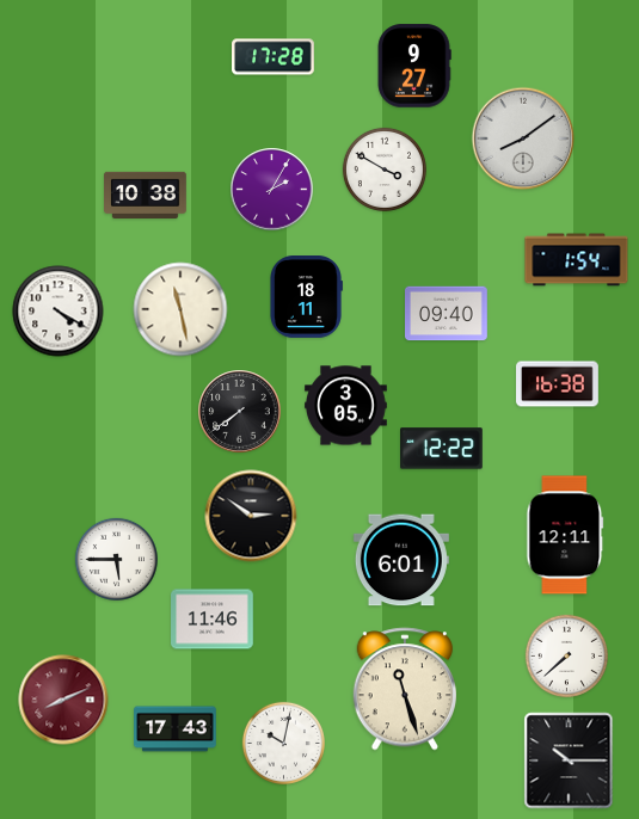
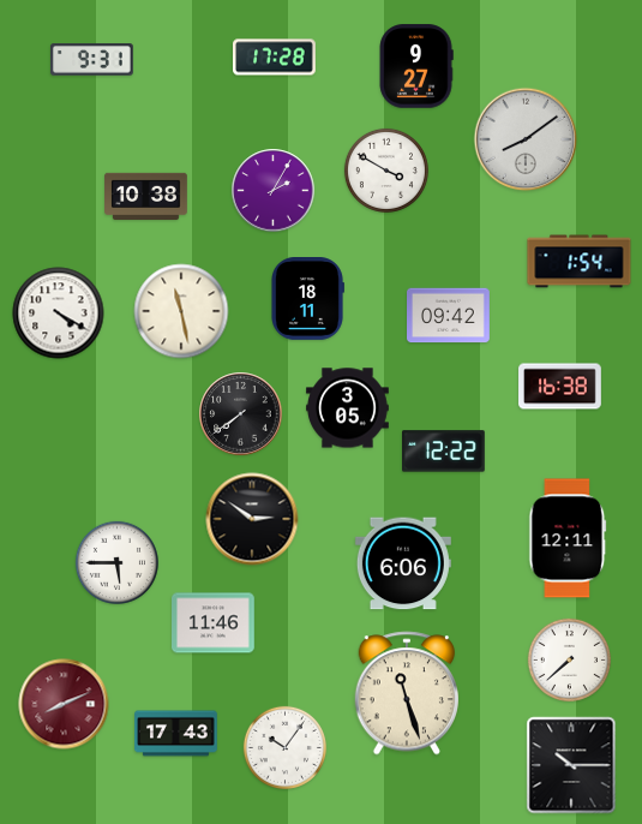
clock at (92, 60): none -> 9:31
clock at (447, 314): 09:40 -> 09:42
clock at (401, 560): 6:01 -> 6:06
clock at (283, 743): 10:02 -> 10:06
